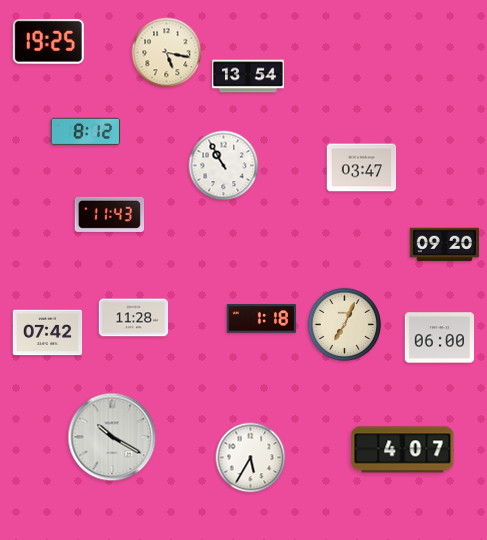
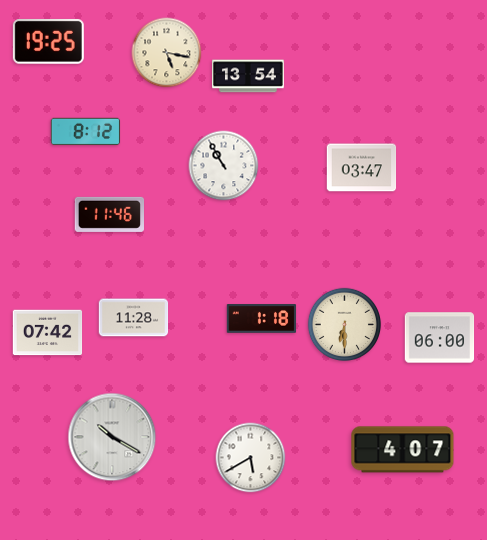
clock at (109, 214): 11:43 -> 11:46
clock at (445, 245): 09:20 -> none
clock at (345, 325): 7:04 -> 6:30
clock at (251, 458): 5:35 -> 5:40
